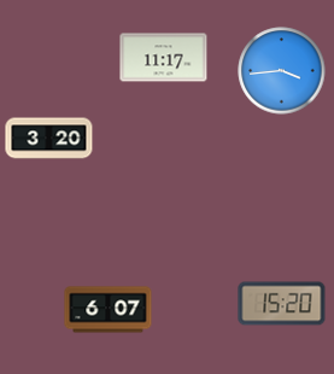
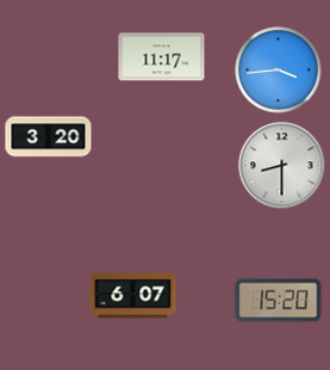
clock at (282, 166): none -> 8:30
clock at (109, 310) position: (109, 310) -> (133, 296)
